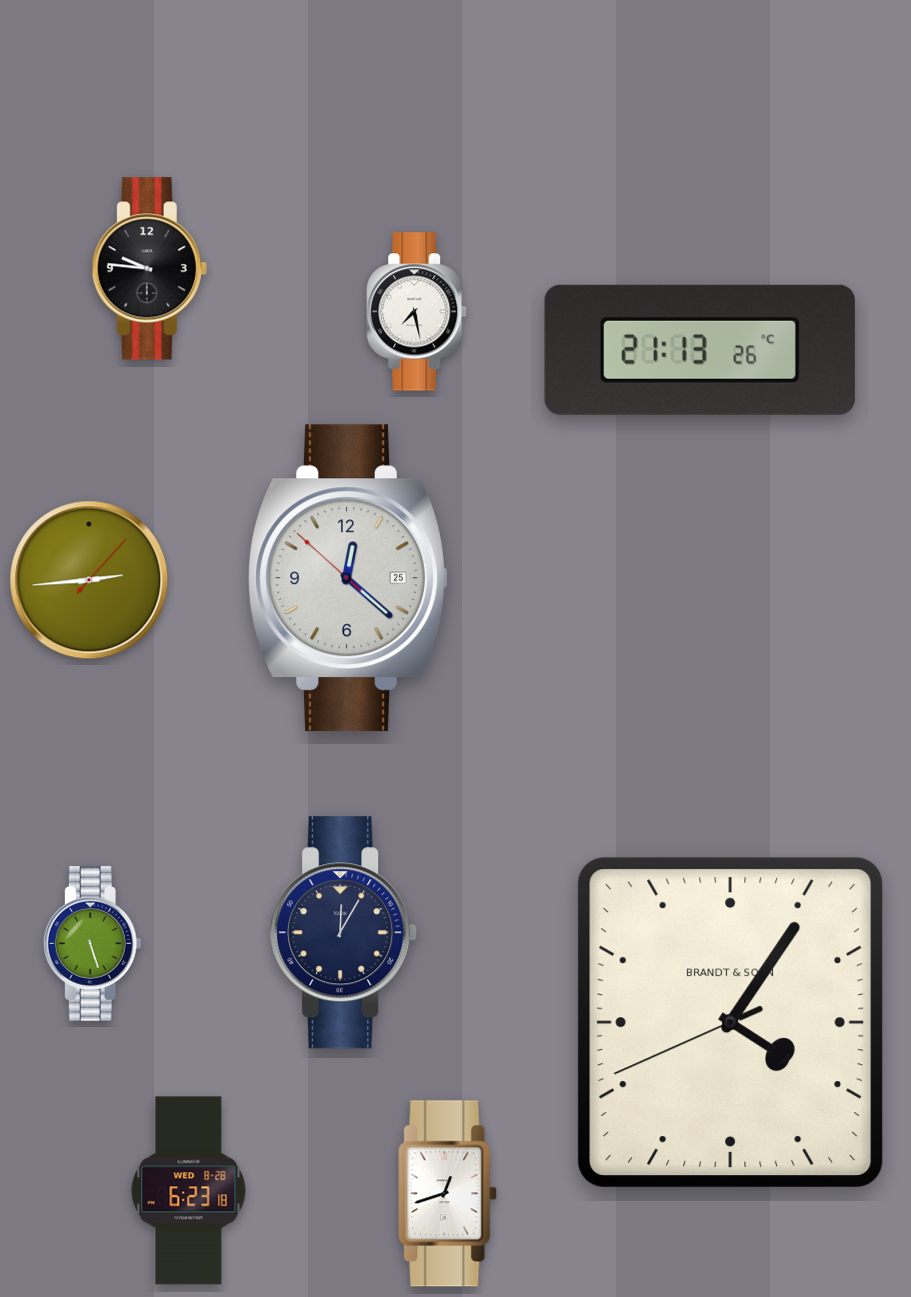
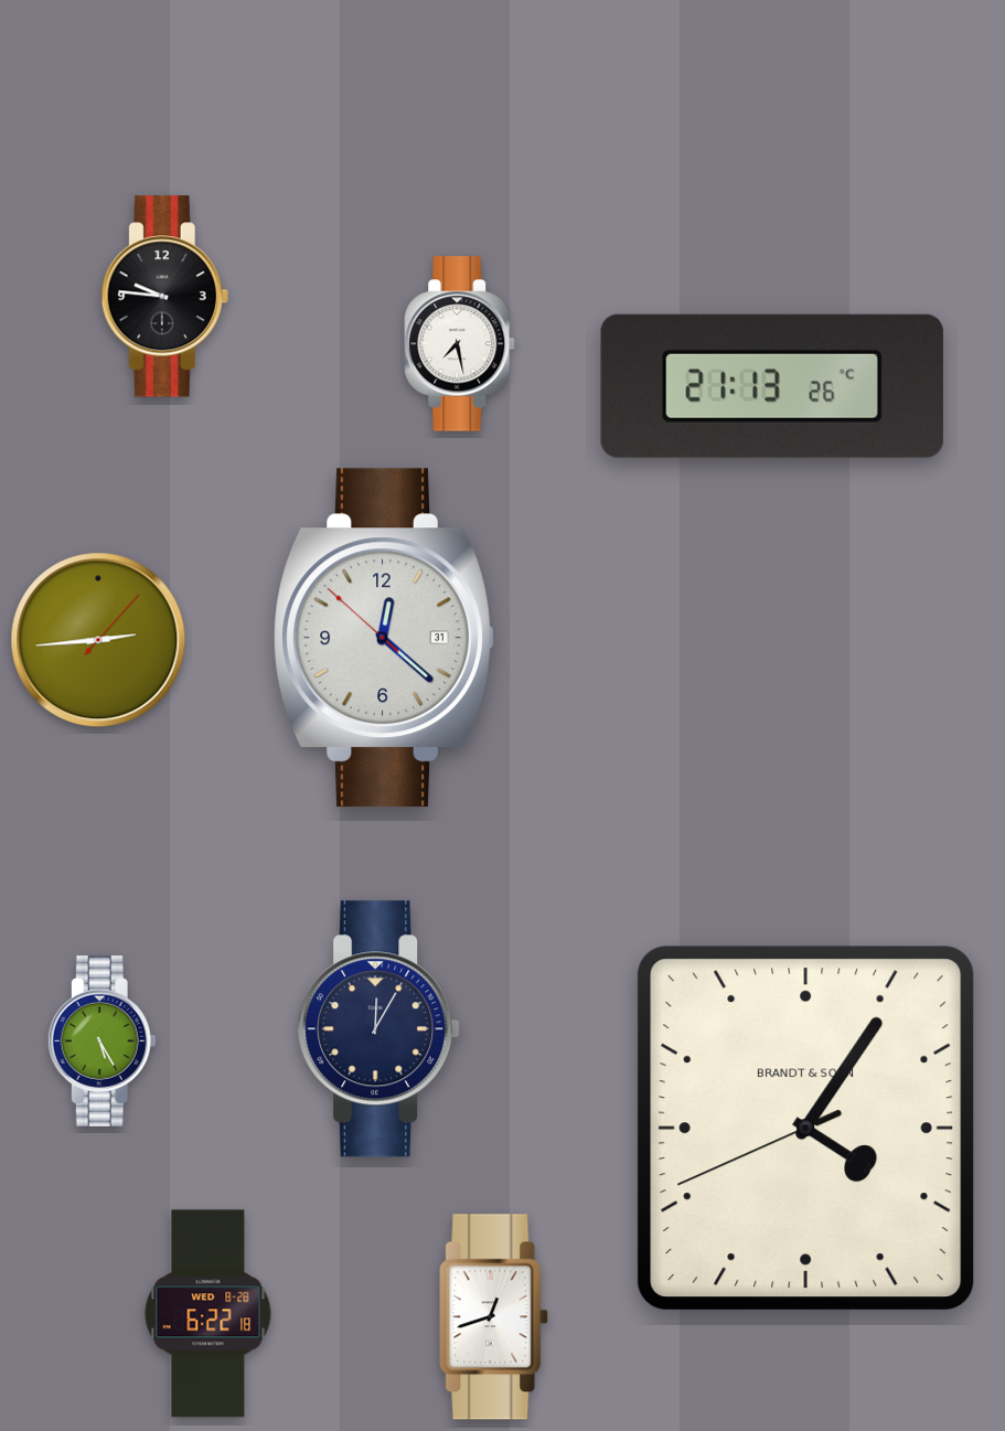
clock at (348, 578) date: 25 -> 31
clock at (92, 943): 5:27 -> 5:25
clock at (189, 1191): 6:23 -> 6:22
